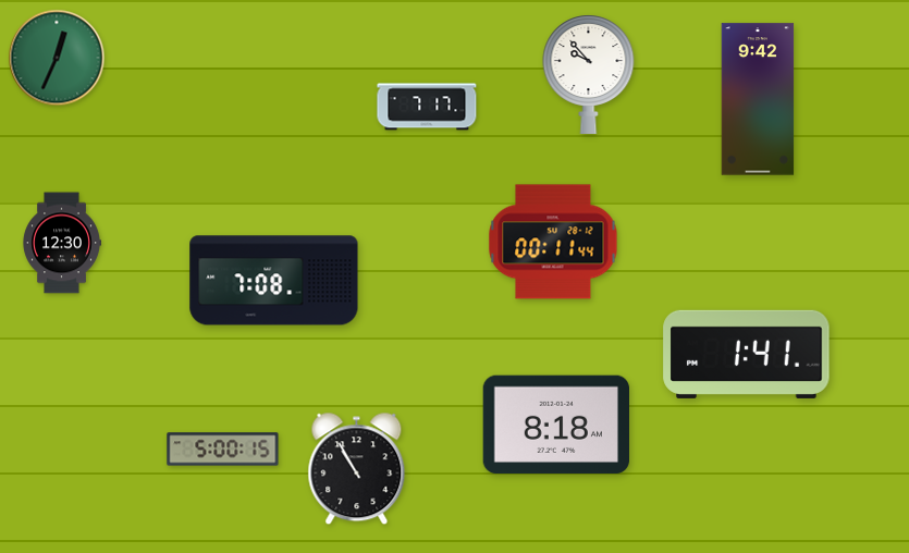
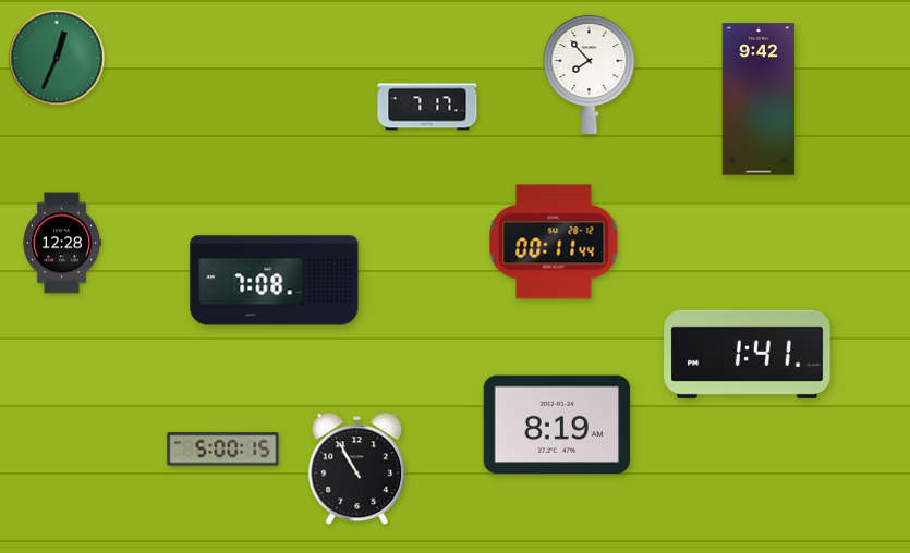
clock at (589, 75): 9:53 -> 7:53
clock at (62, 243): 12:30 -> 12:28
clock at (555, 425): 8:18 -> 8:19
